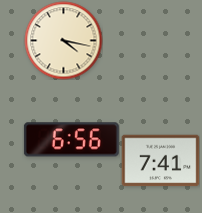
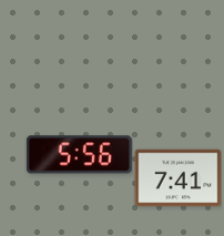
clock at (63, 40): 4:17 -> none
clock at (71, 140): 6:56 -> 5:56
